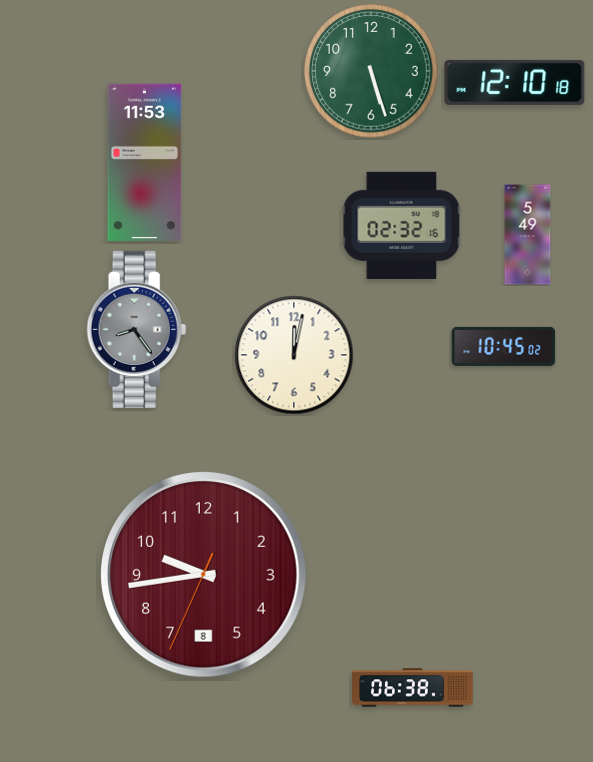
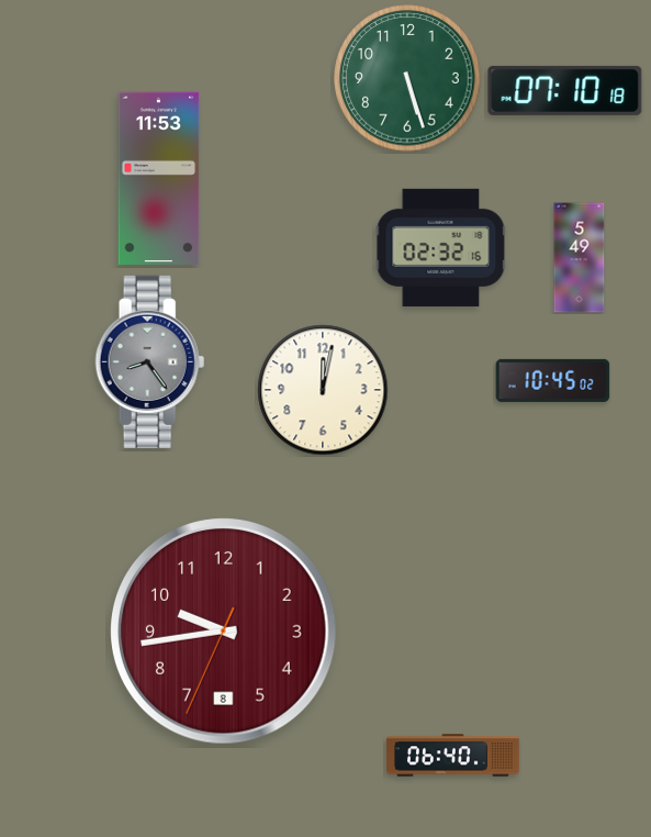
clock at (515, 82): 12:10 -> 07:10
clock at (413, 688): 06:38 -> 06:40
